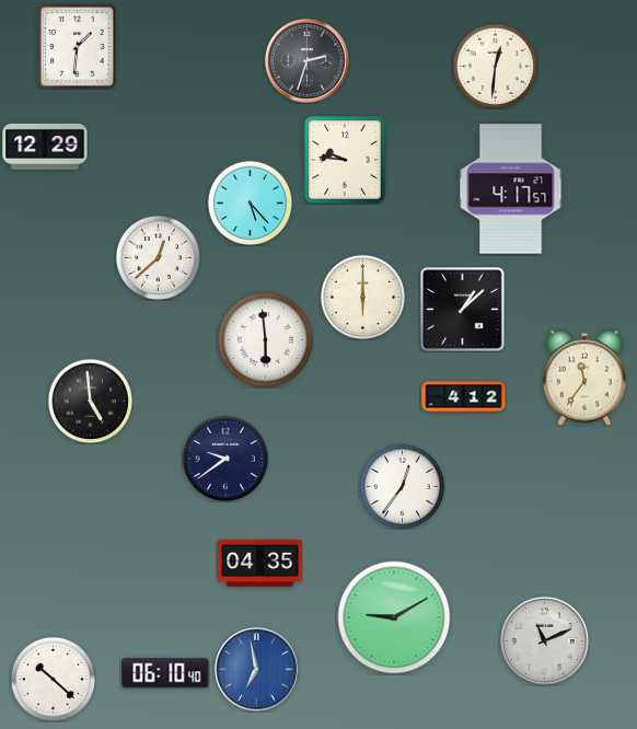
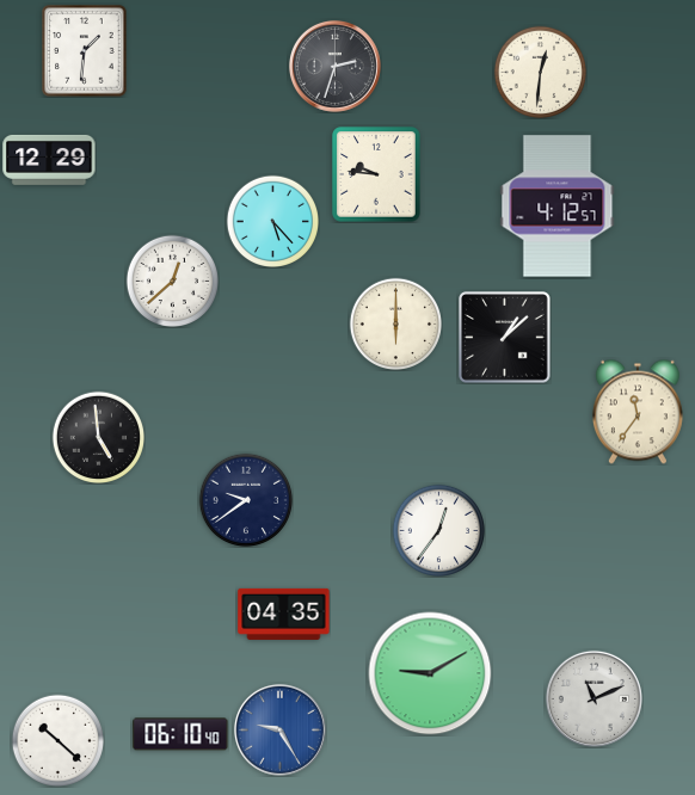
clock at (511, 189): 4:17 -> 4:12
clock at (265, 339): 5:59 -> none
clock at (464, 397): 4:12 -> none
clock at (256, 669): 6:58 -> 9:25
